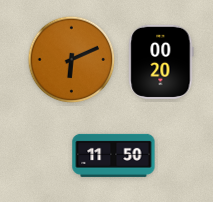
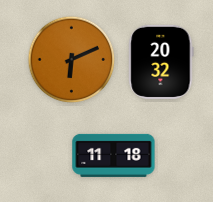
clock at (161, 62): 00:20 -> 20:32
clock at (114, 155): 11:50 -> 11:18
